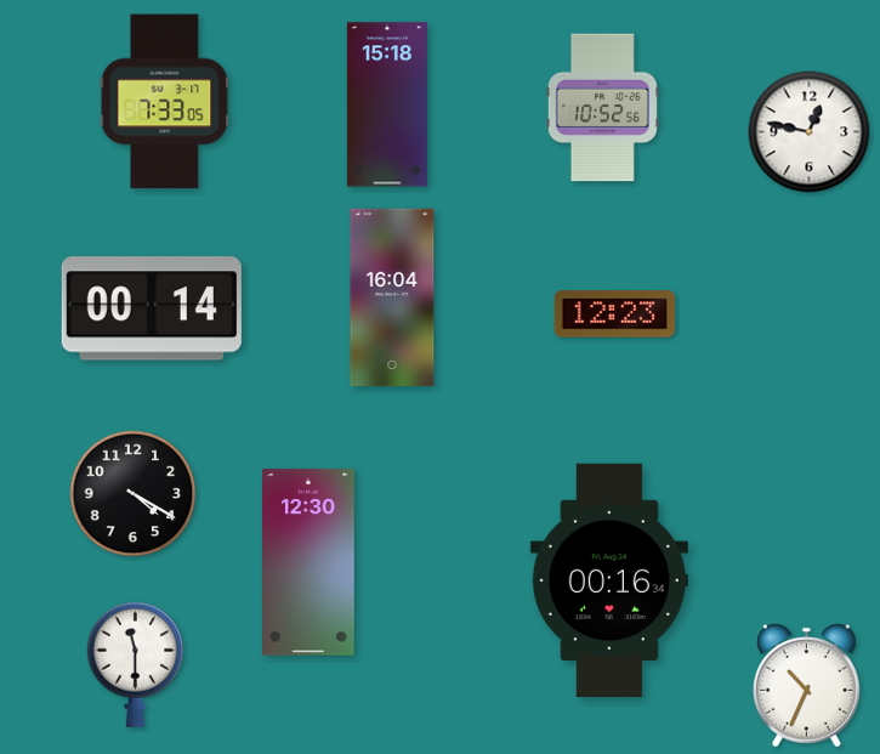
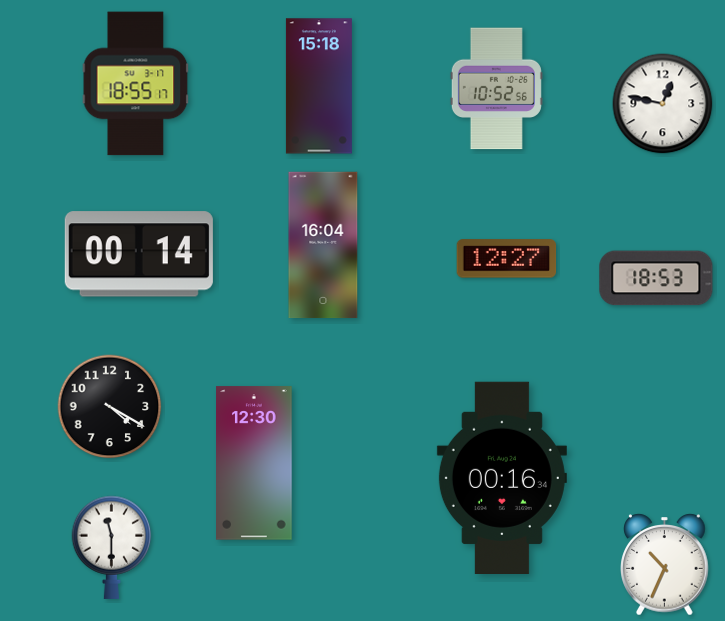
clock at (165, 102): 7:33 -> 18:55
clock at (810, 132) position: (810, 132) -> (663, 104)
clock at (152, 308) position: (152, 308) -> (139, 254)
clock at (615, 314): 12:23 -> 12:27
clock at (656, 278): none -> 18:53
